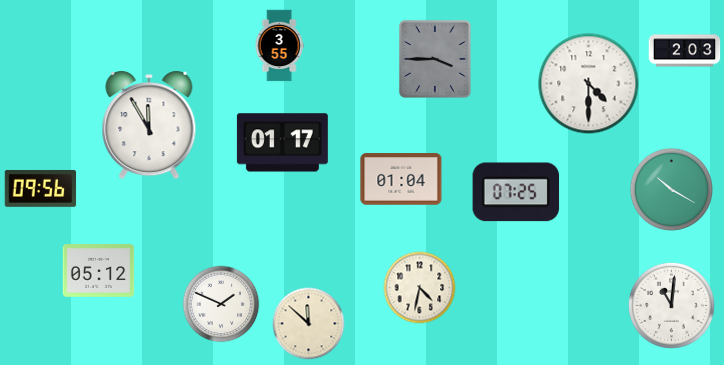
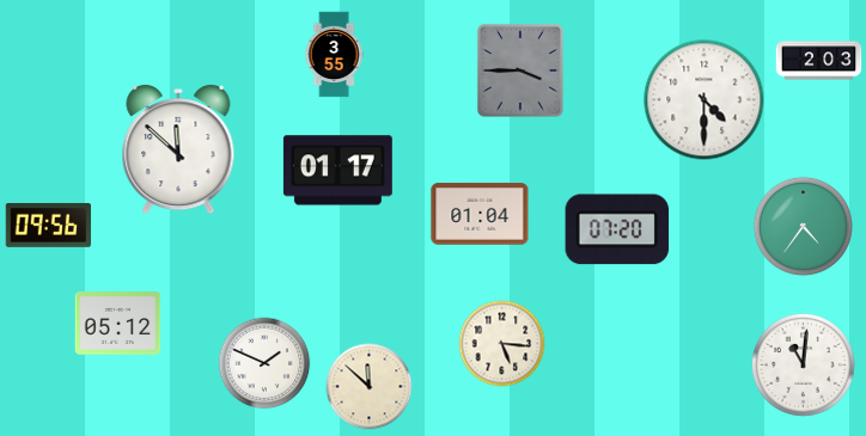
clock at (149, 126): 11:55 -> 11:52
clock at (671, 189): 10:20 -> 4:36
clock at (516, 192): 07:25 -> 07:20
clock at (420, 288): 4:32 -> 5:16
